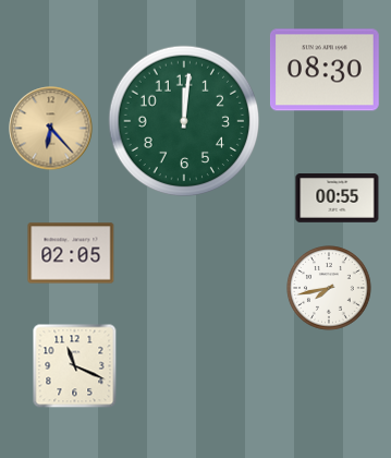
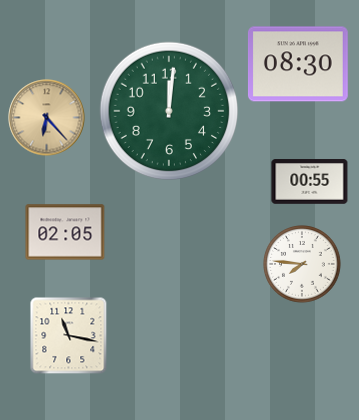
clock at (329, 288): 7:43 -> 7:46
clock at (74, 365): 11:19 -> 11:17
